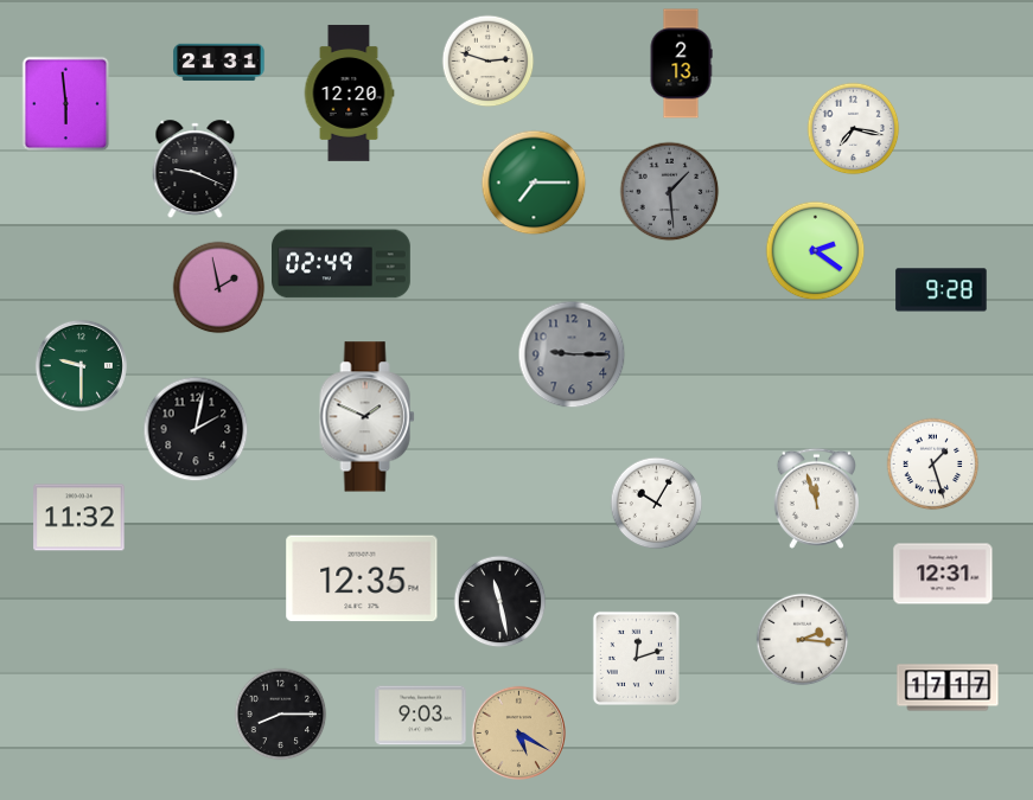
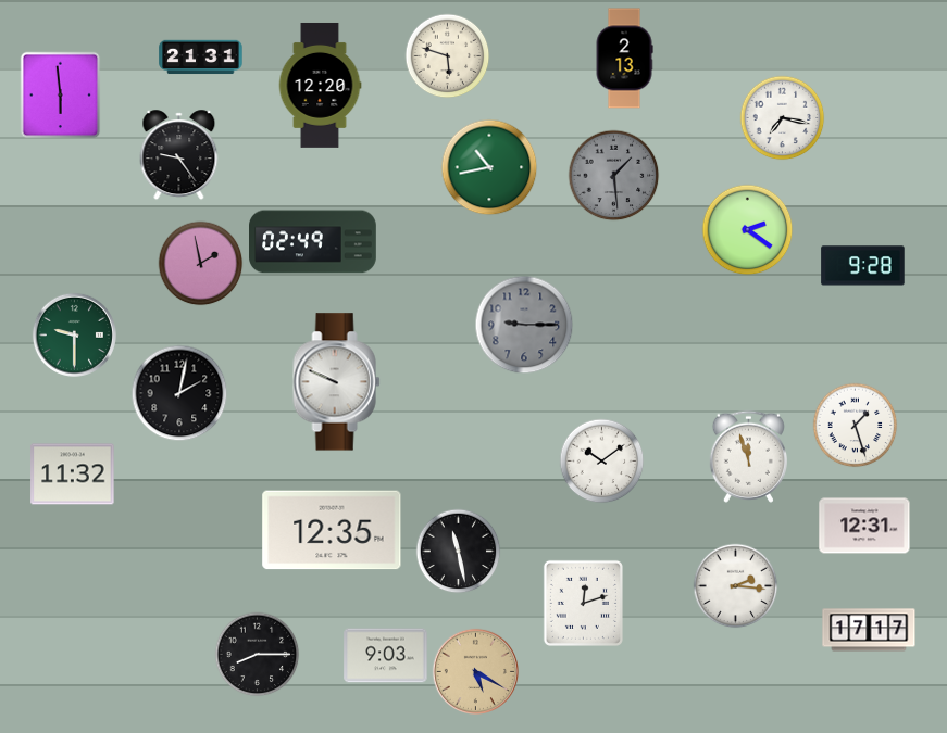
clock at (487, 60): 2:48 -> 5:48
clock at (196, 169): 9:19 -> 9:24
clock at (534, 183): 7:15 -> 10:43
clock at (368, 417): 1:49 -> 9:49
clock at (656, 503): 10:05 -> 10:09
